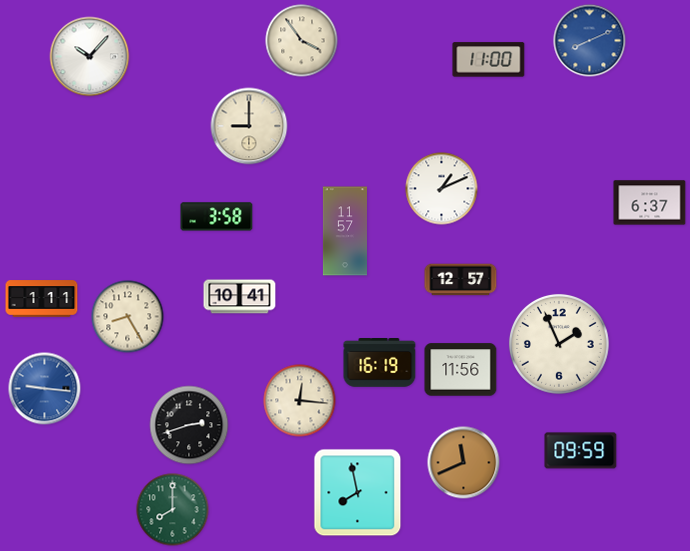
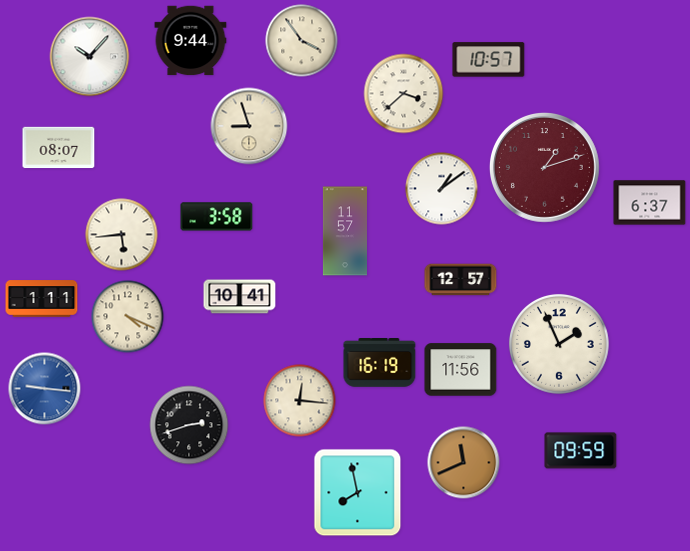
clock at (191, 41): none -> 9:44
clock at (590, 41): 8:11 -> none
clock at (489, 60): 11:00 -> 10:57
clock at (404, 94): none -> 3:38
clock at (249, 126): 9:00 -> 8:57
clock at (59, 148): none -> 08:07
clock at (544, 167): none -> 1:12
clock at (442, 189): 1:11 -> 1:09
clock at (122, 235): none -> 5:44
clock at (128, 317): 8:25 -> 4:19
clock at (173, 510): 8:00 -> none
